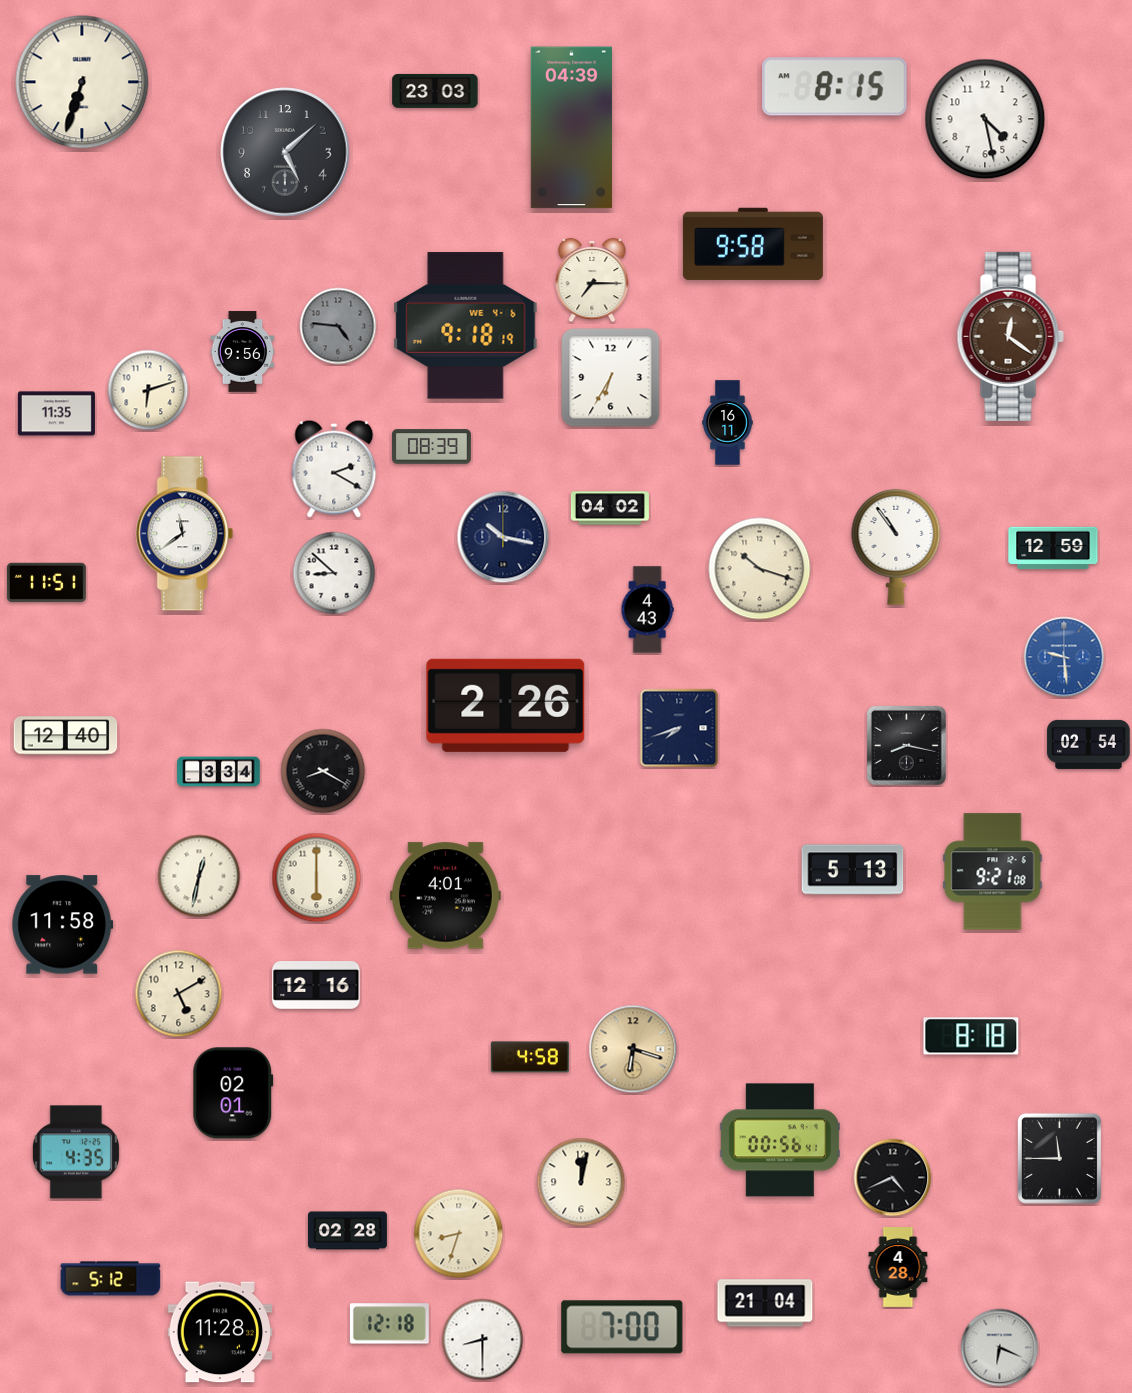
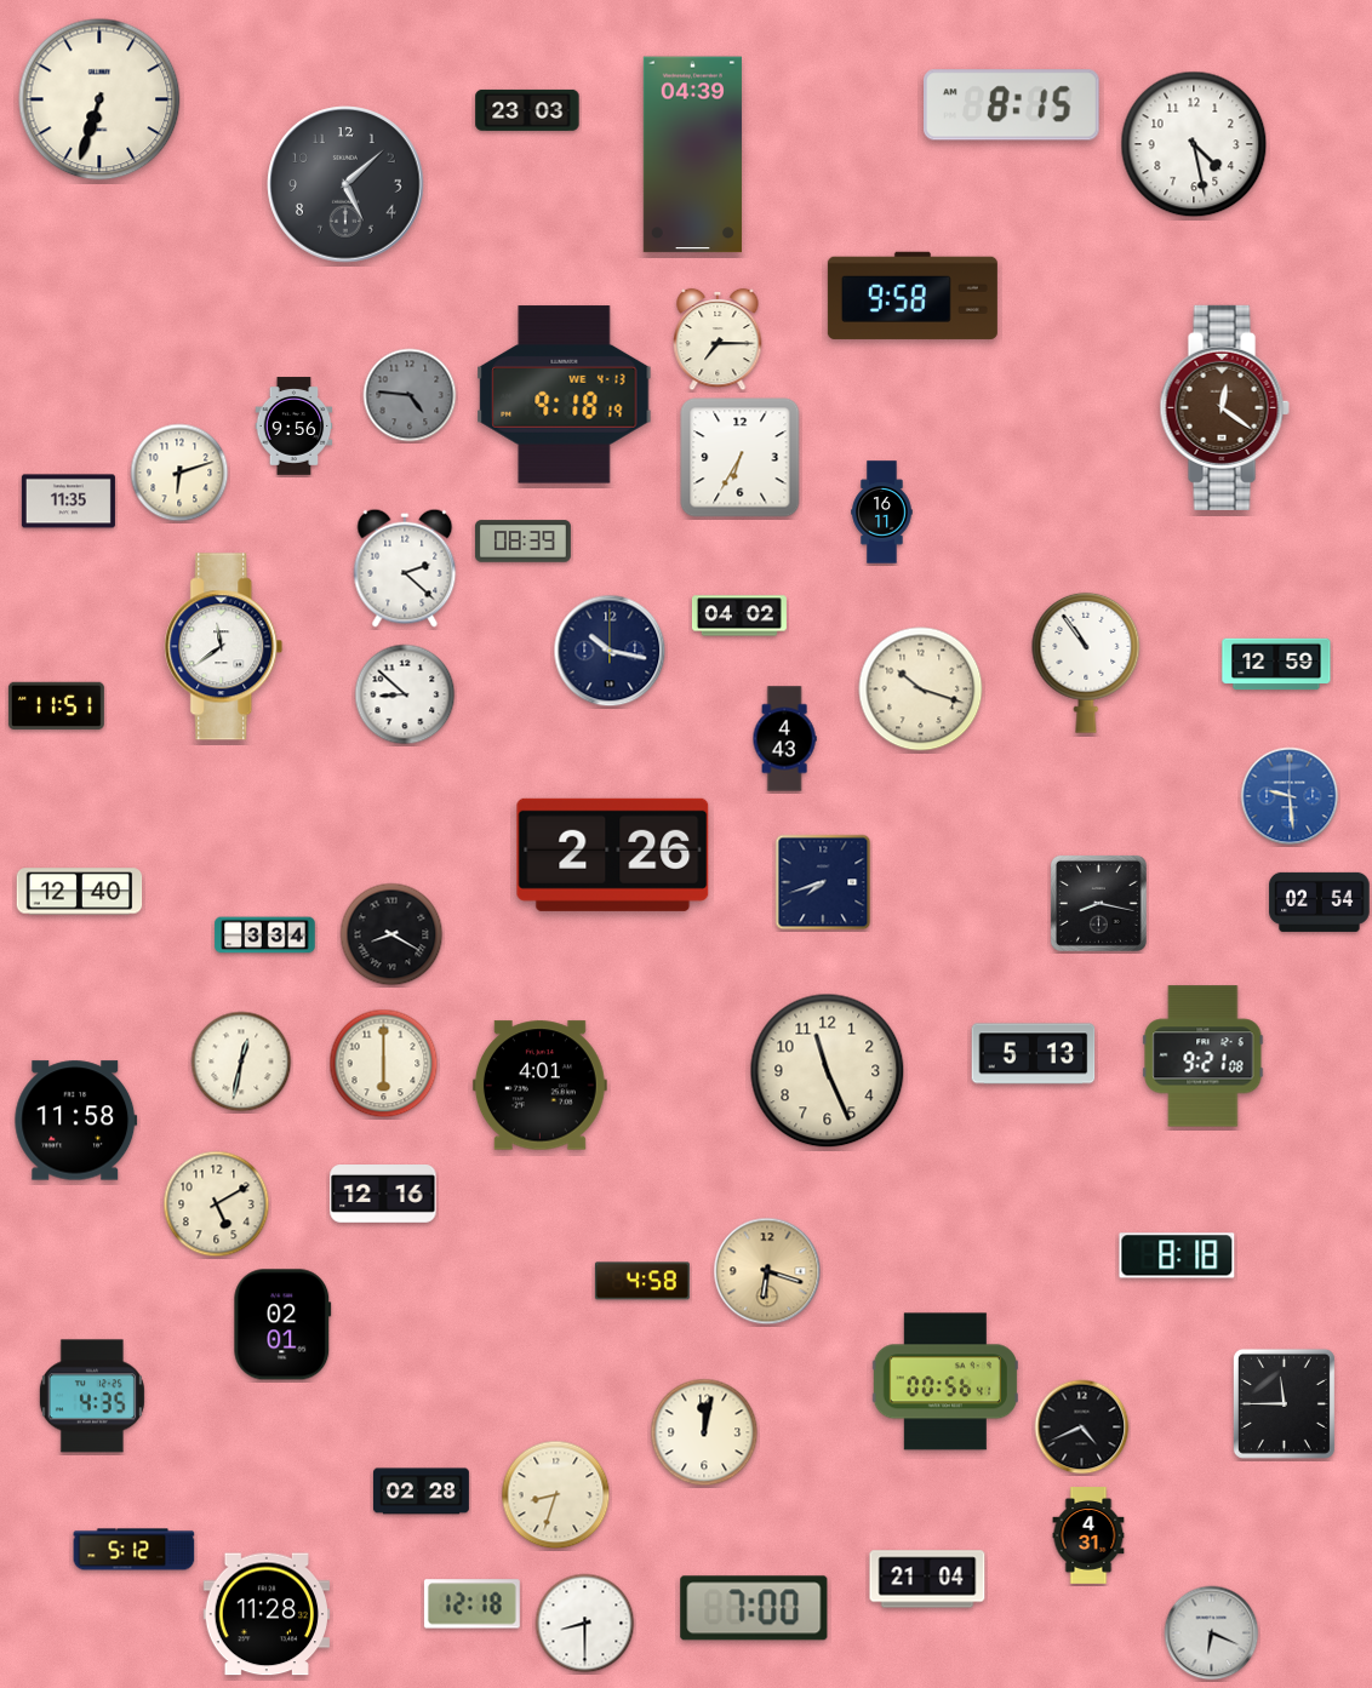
clock at (466, 326) date: WE 4-6 -> WE 4-13
clock at (334, 469): 2:20 -> 2:22
clock at (828, 1071): none -> 11:26
clock at (898, 1267): 4:28 -> 4:31
